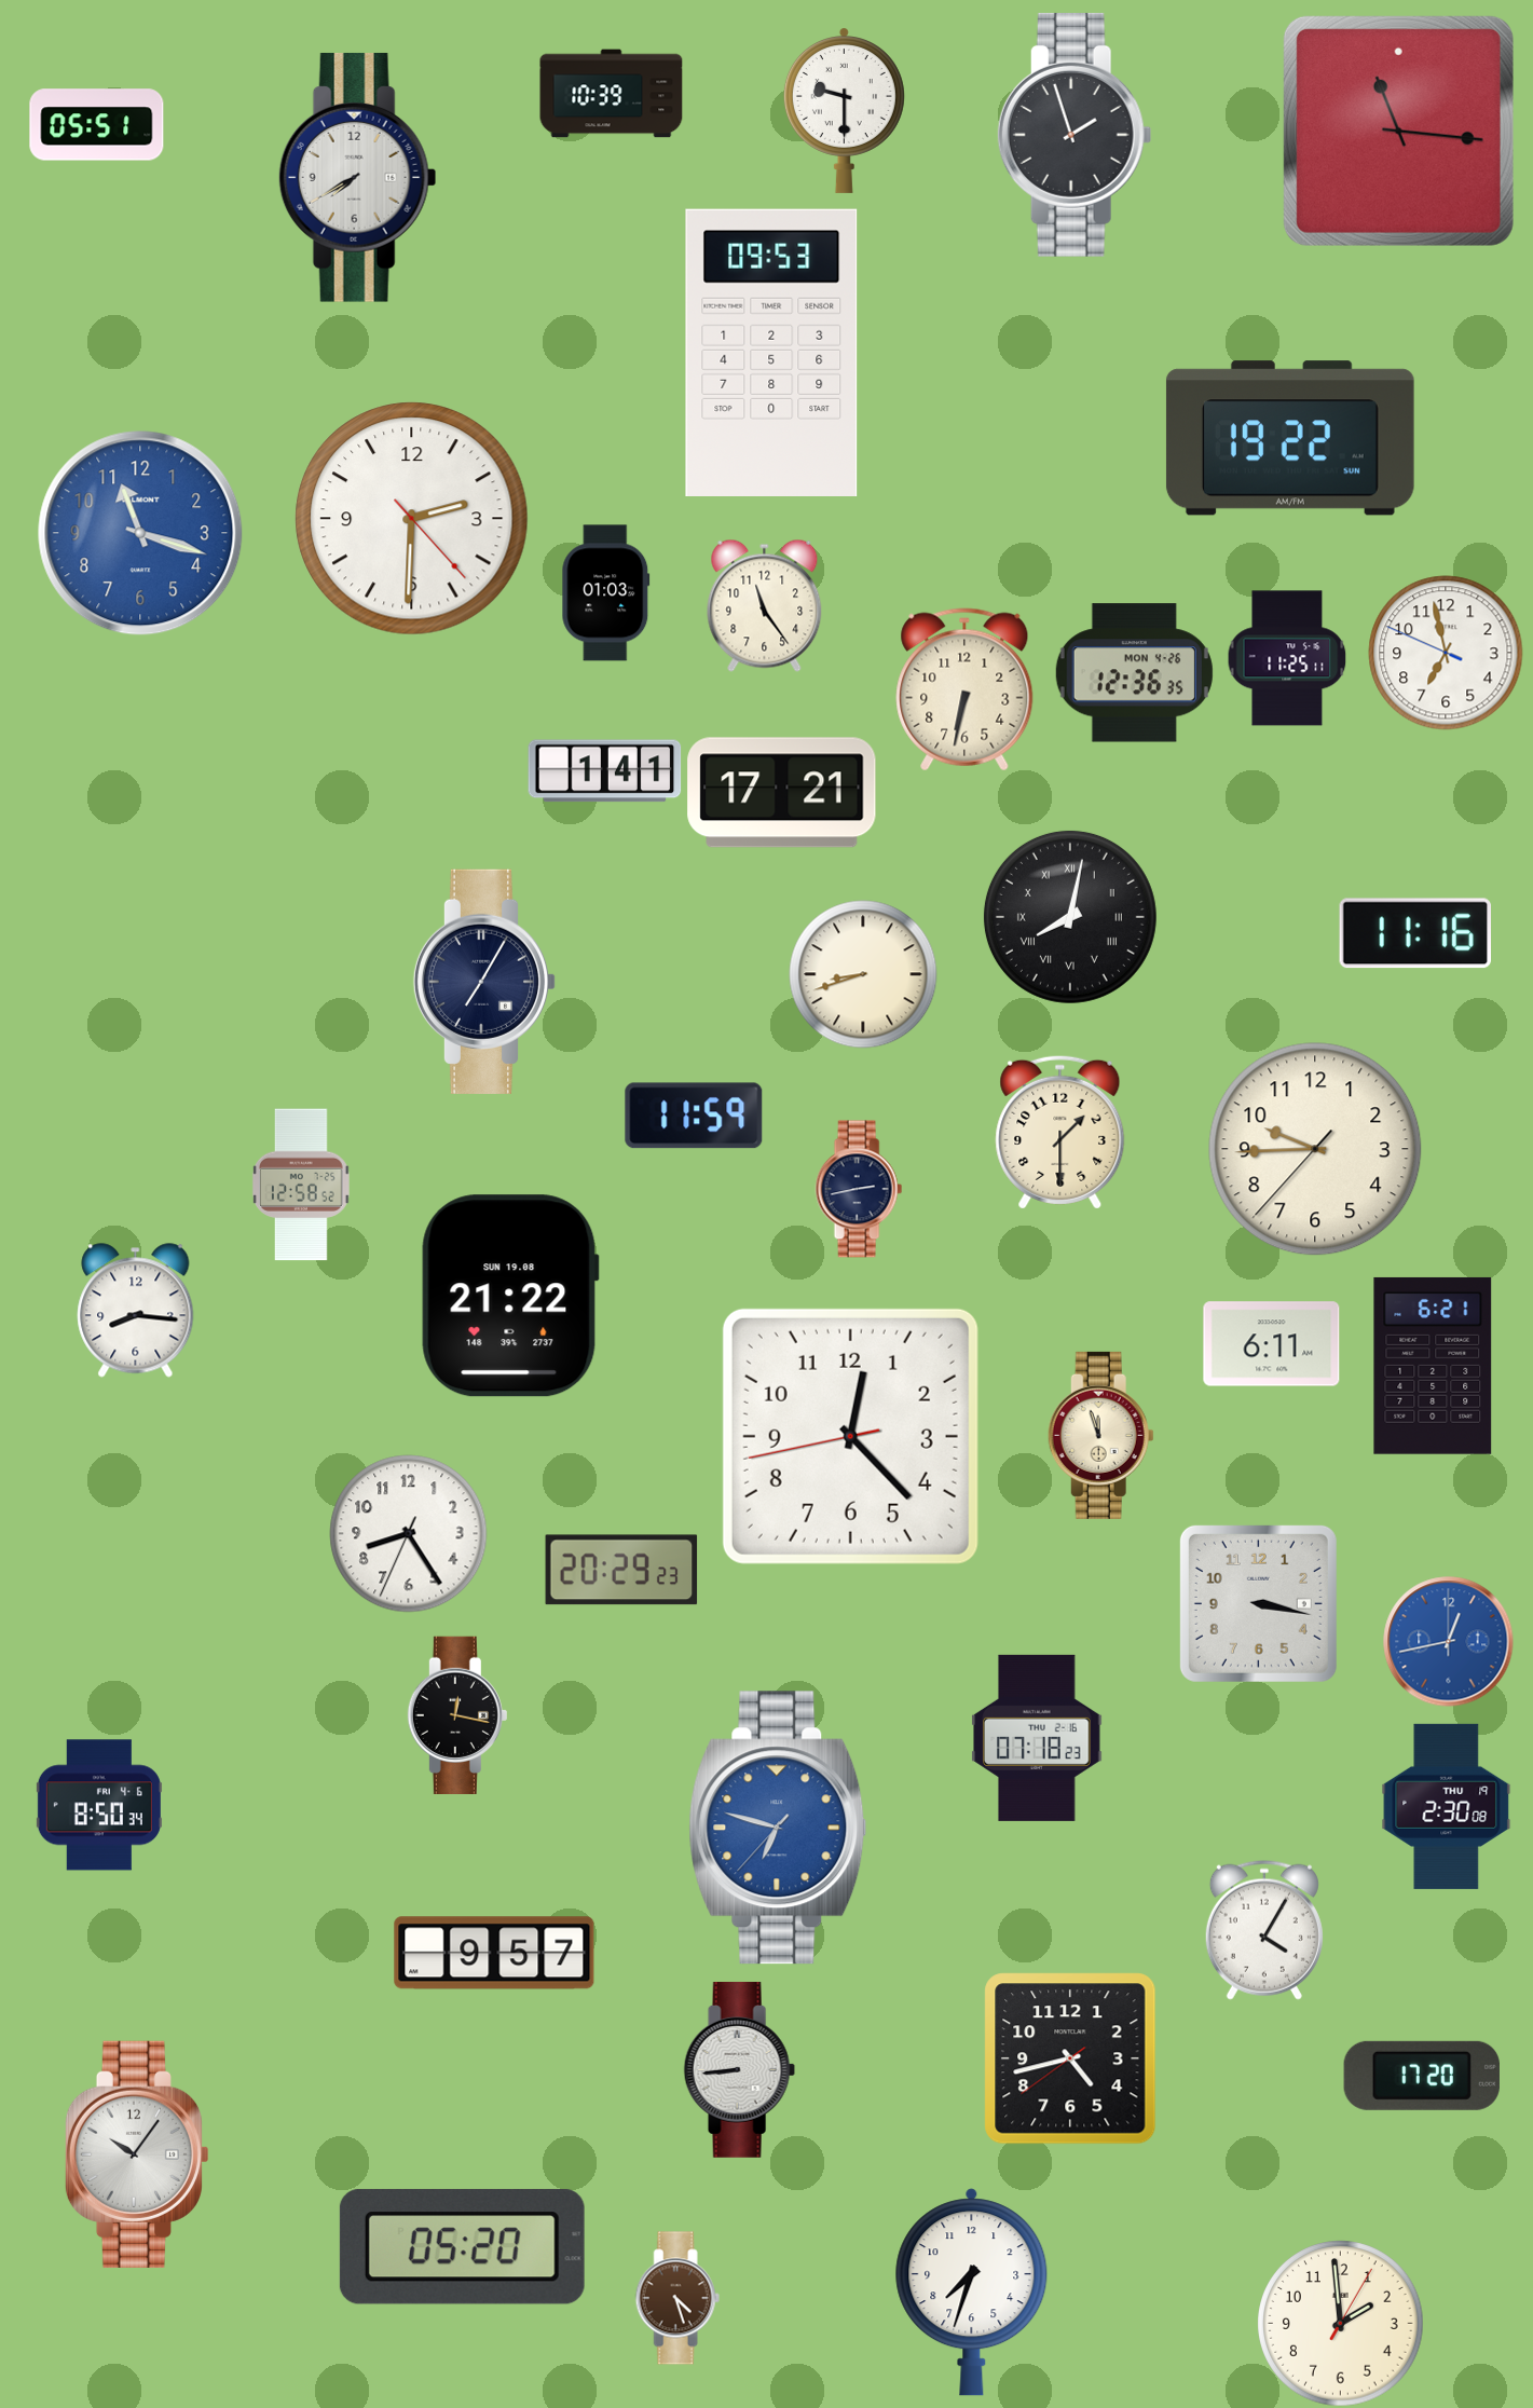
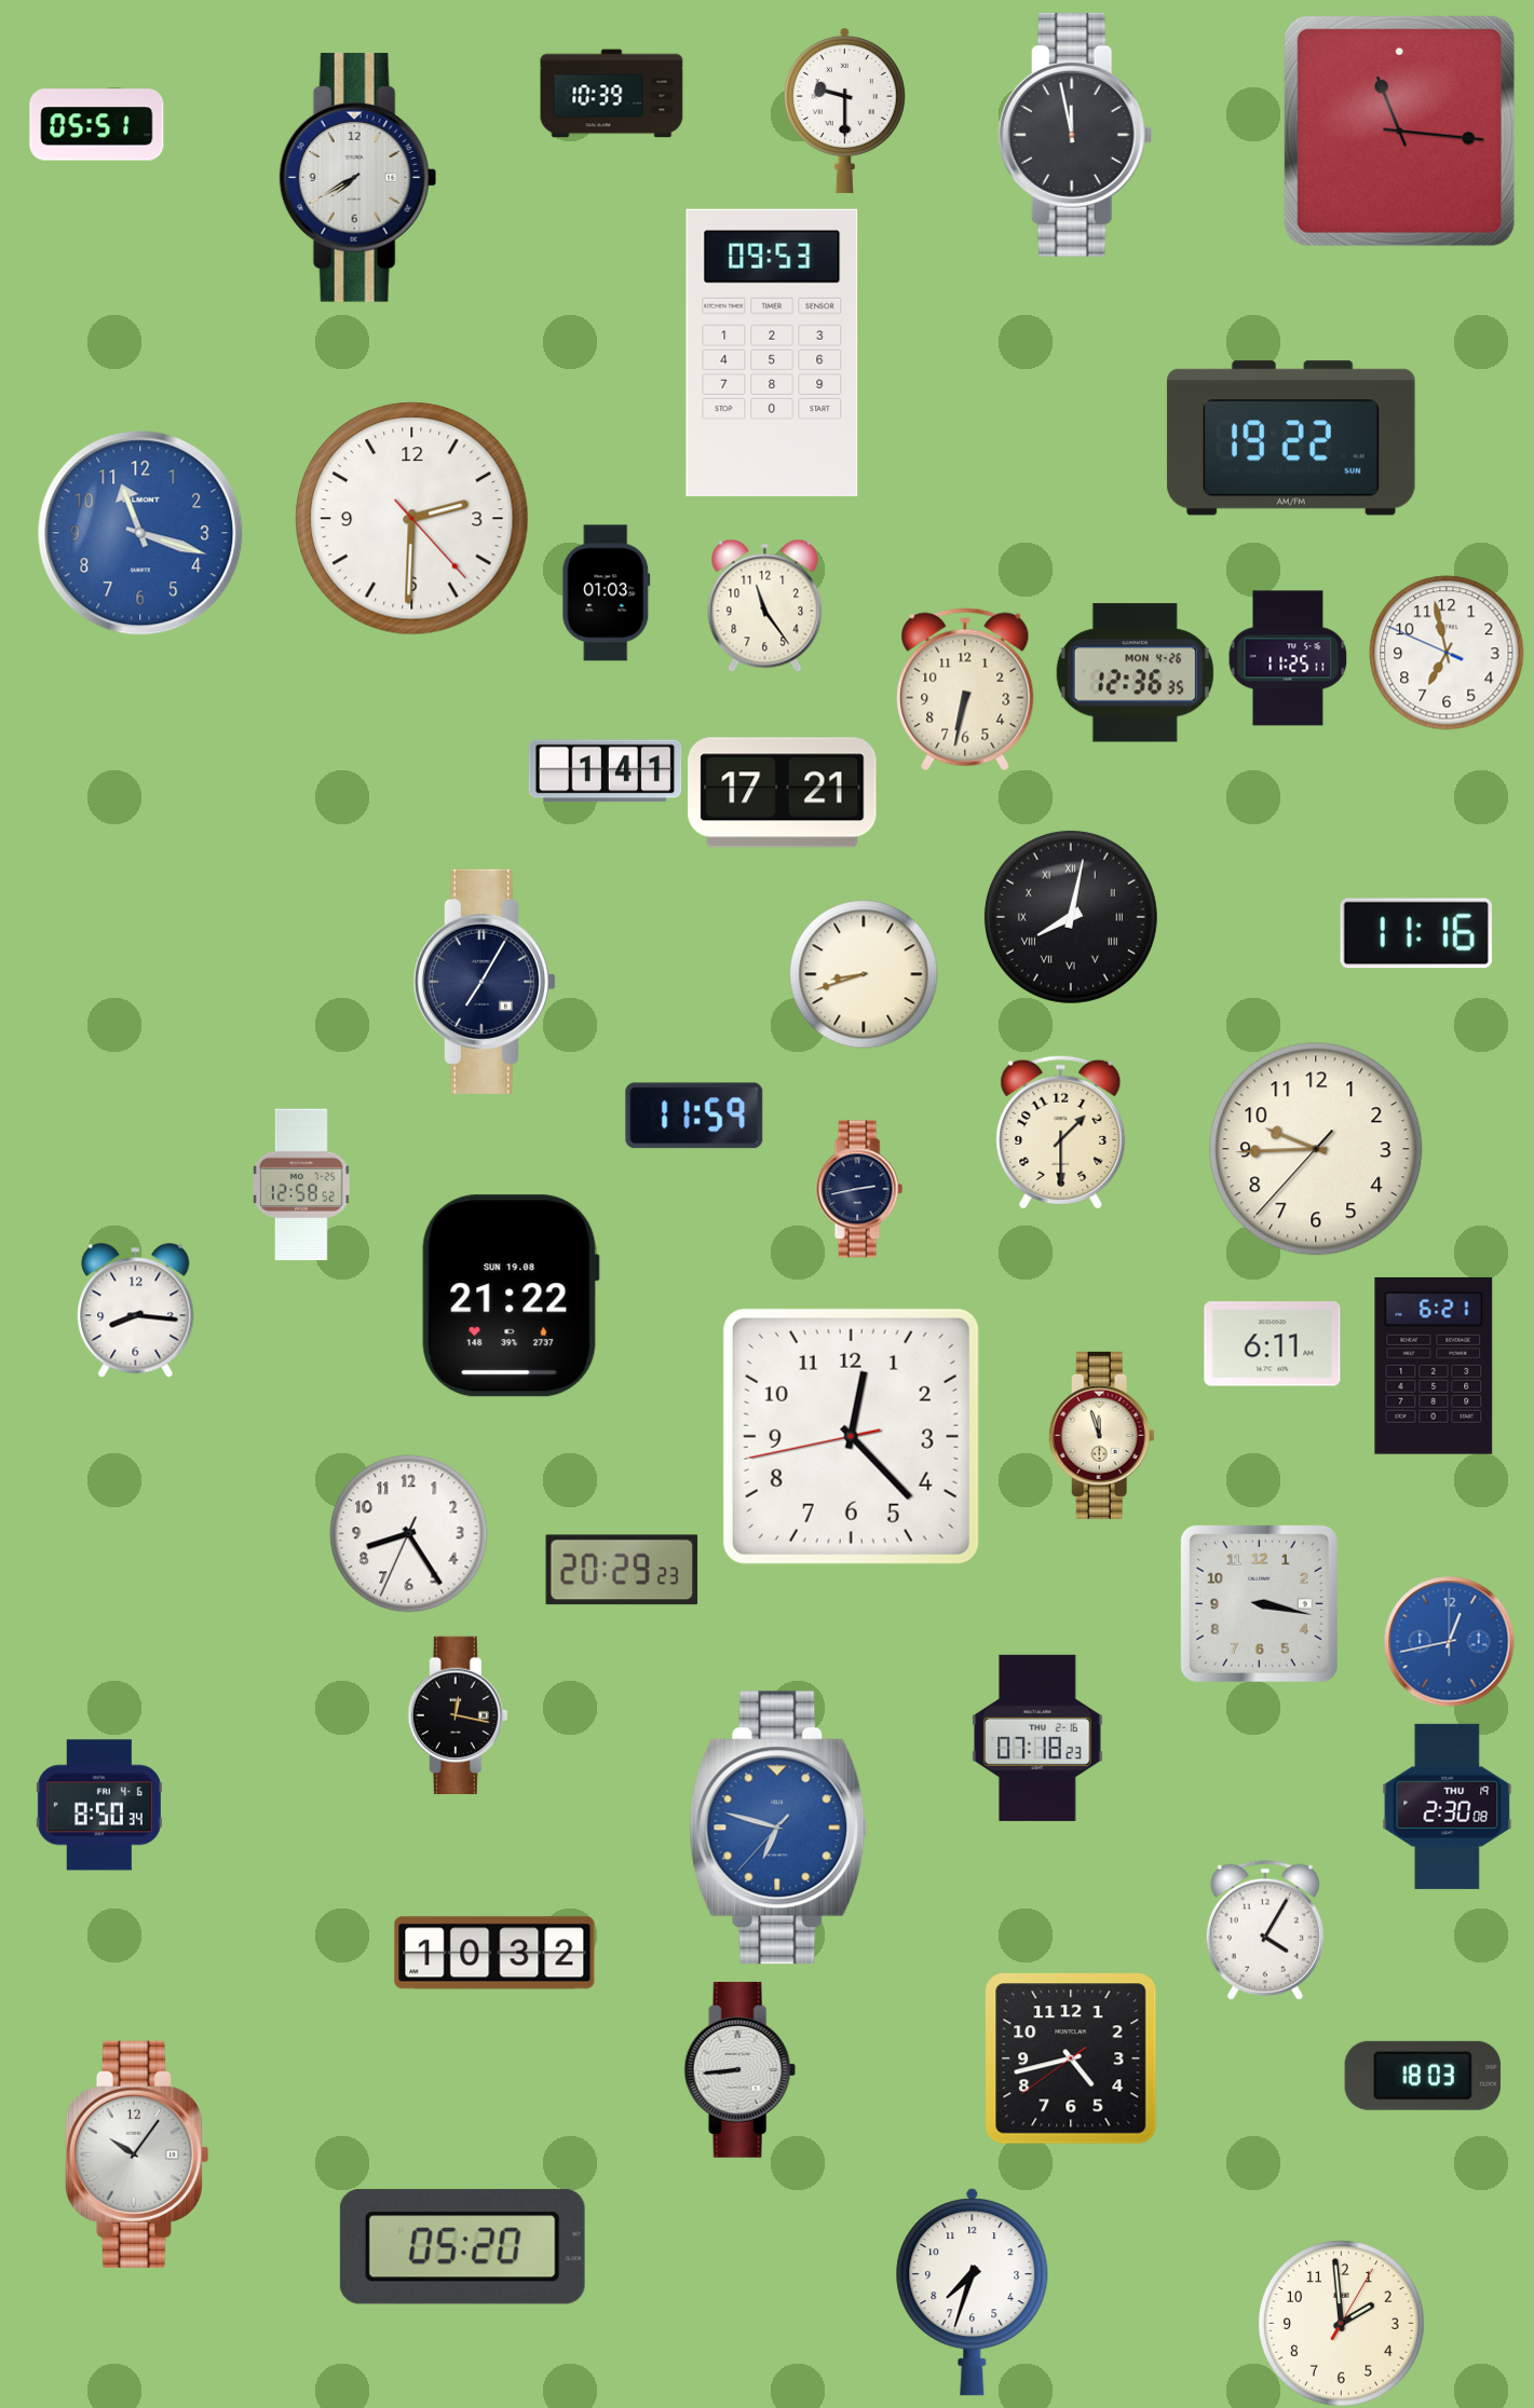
clock at (1075, 135): 1:57 -> 11:58
clock at (494, 1953): 9:57 -> 10:32
clock at (1422, 2076): 17:20 -> 18:03
clock at (677, 2298): 4:27 -> none
